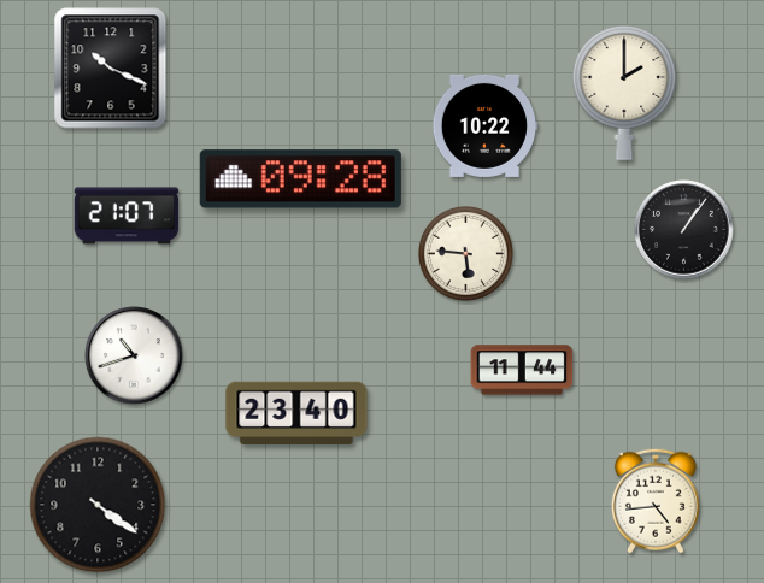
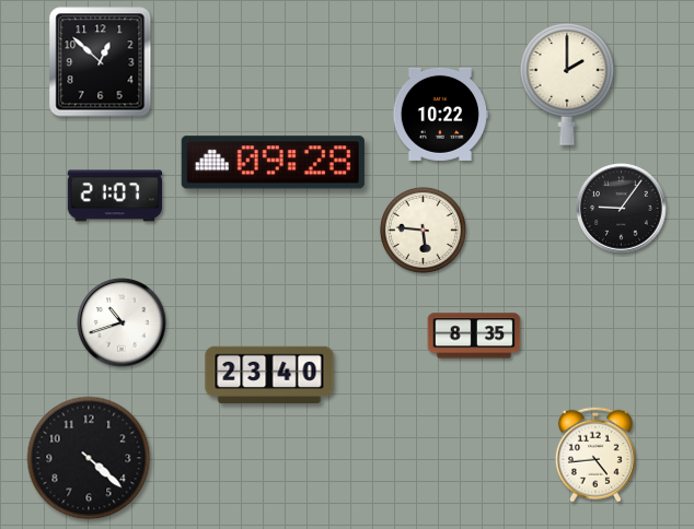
clock at (111, 69): 10:19 -> 12:52
clock at (684, 230): 1:06 -> 9:06
clock at (522, 370): 11:44 -> 8:35
clock at (98, 505): 4:21 -> 4:22
